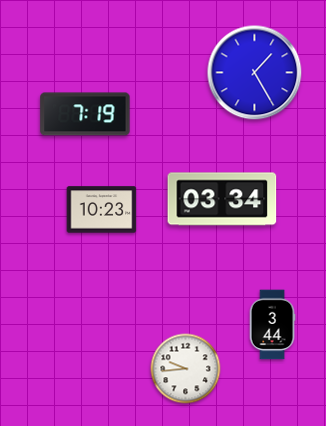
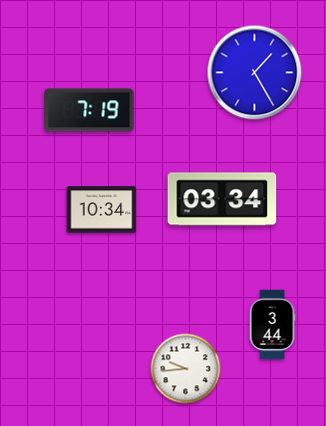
clock at (85, 114) position: (85, 114) -> (89, 110)
clock at (102, 210): 10:23 -> 10:34
